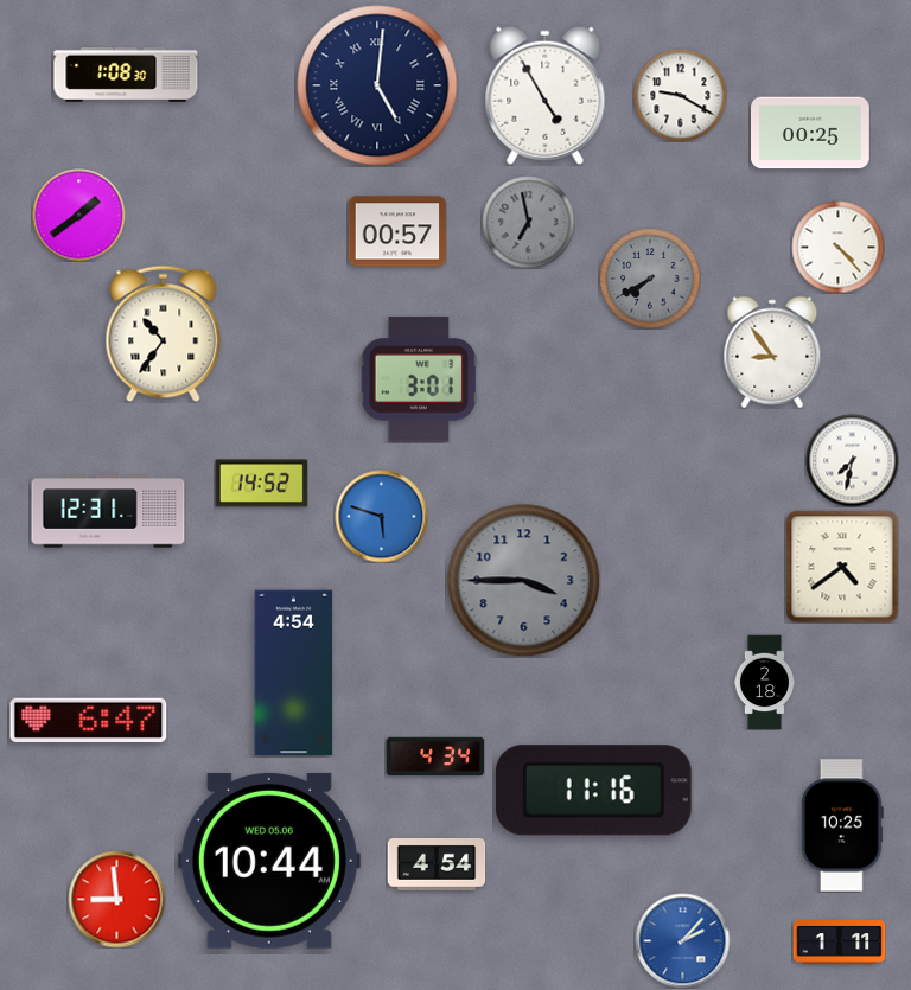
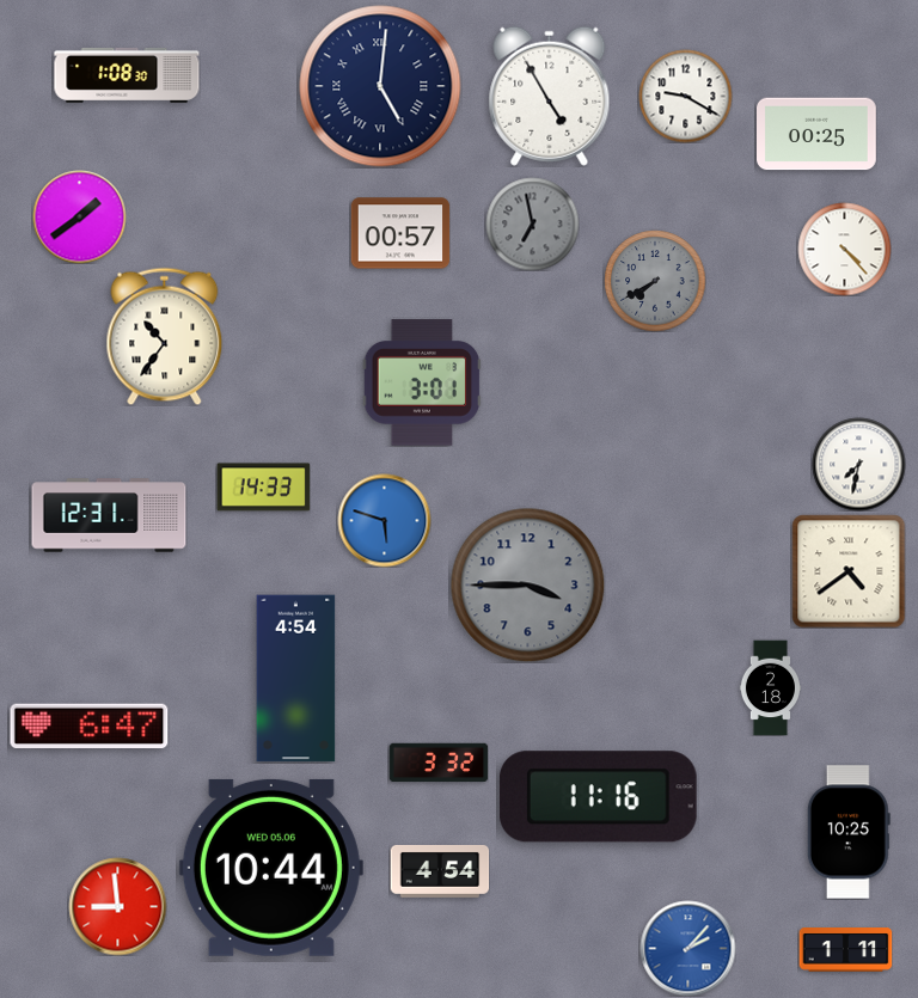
clock at (772, 352): 8:54 -> none
clock at (261, 484): 14:52 -> 14:33
clock at (435, 756): 4:34 -> 3:32
